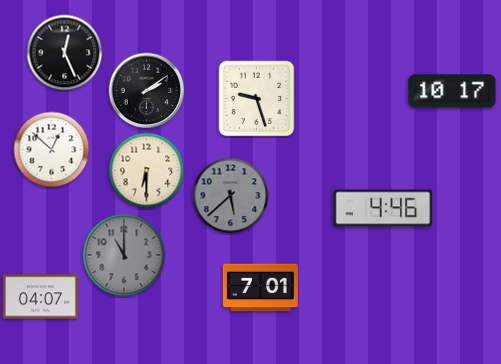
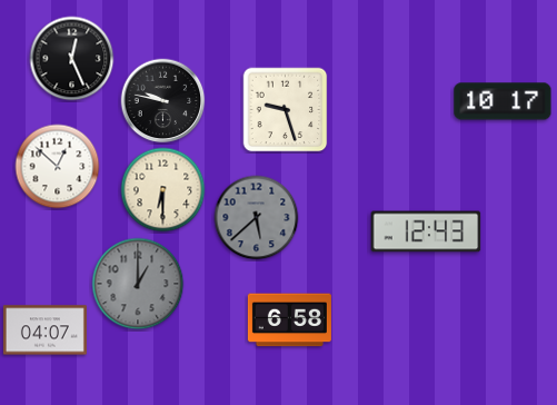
clock at (147, 91): 2:09 -> 9:47
clock at (383, 208): 4:46 -> 12:43
clock at (124, 255): 11:00 -> 1:00
clock at (260, 288): 7:01 -> 6:58
